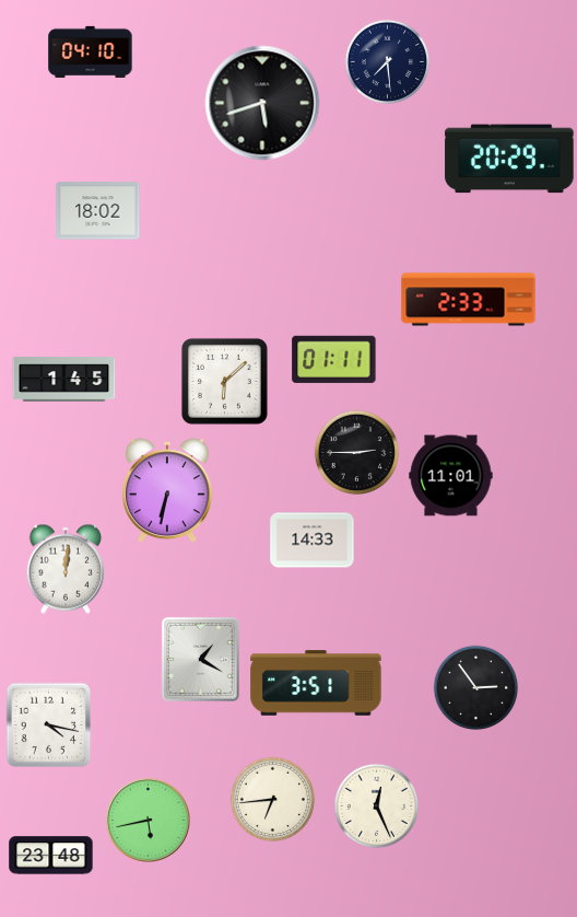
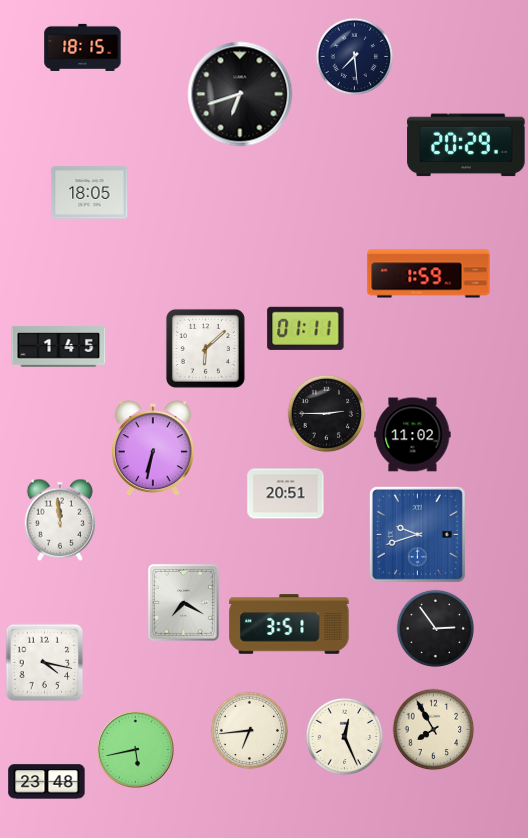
clock at (91, 51): 04:10 -> 18:15
clock at (262, 103): 5:42 -> 6:42
clock at (98, 211): 18:02 -> 18:05
clock at (469, 300): 2:33 -> 1:59
clock at (451, 476): 11:01 -> 11:02
clock at (313, 541): 14:33 -> 20:51
clock at (66, 569): 12:01 -> 11:59
clock at (417, 534): none -> 9:42
clock at (200, 659): 1:20 -> 7:20
clock at (433, 729): none -> 7:55
